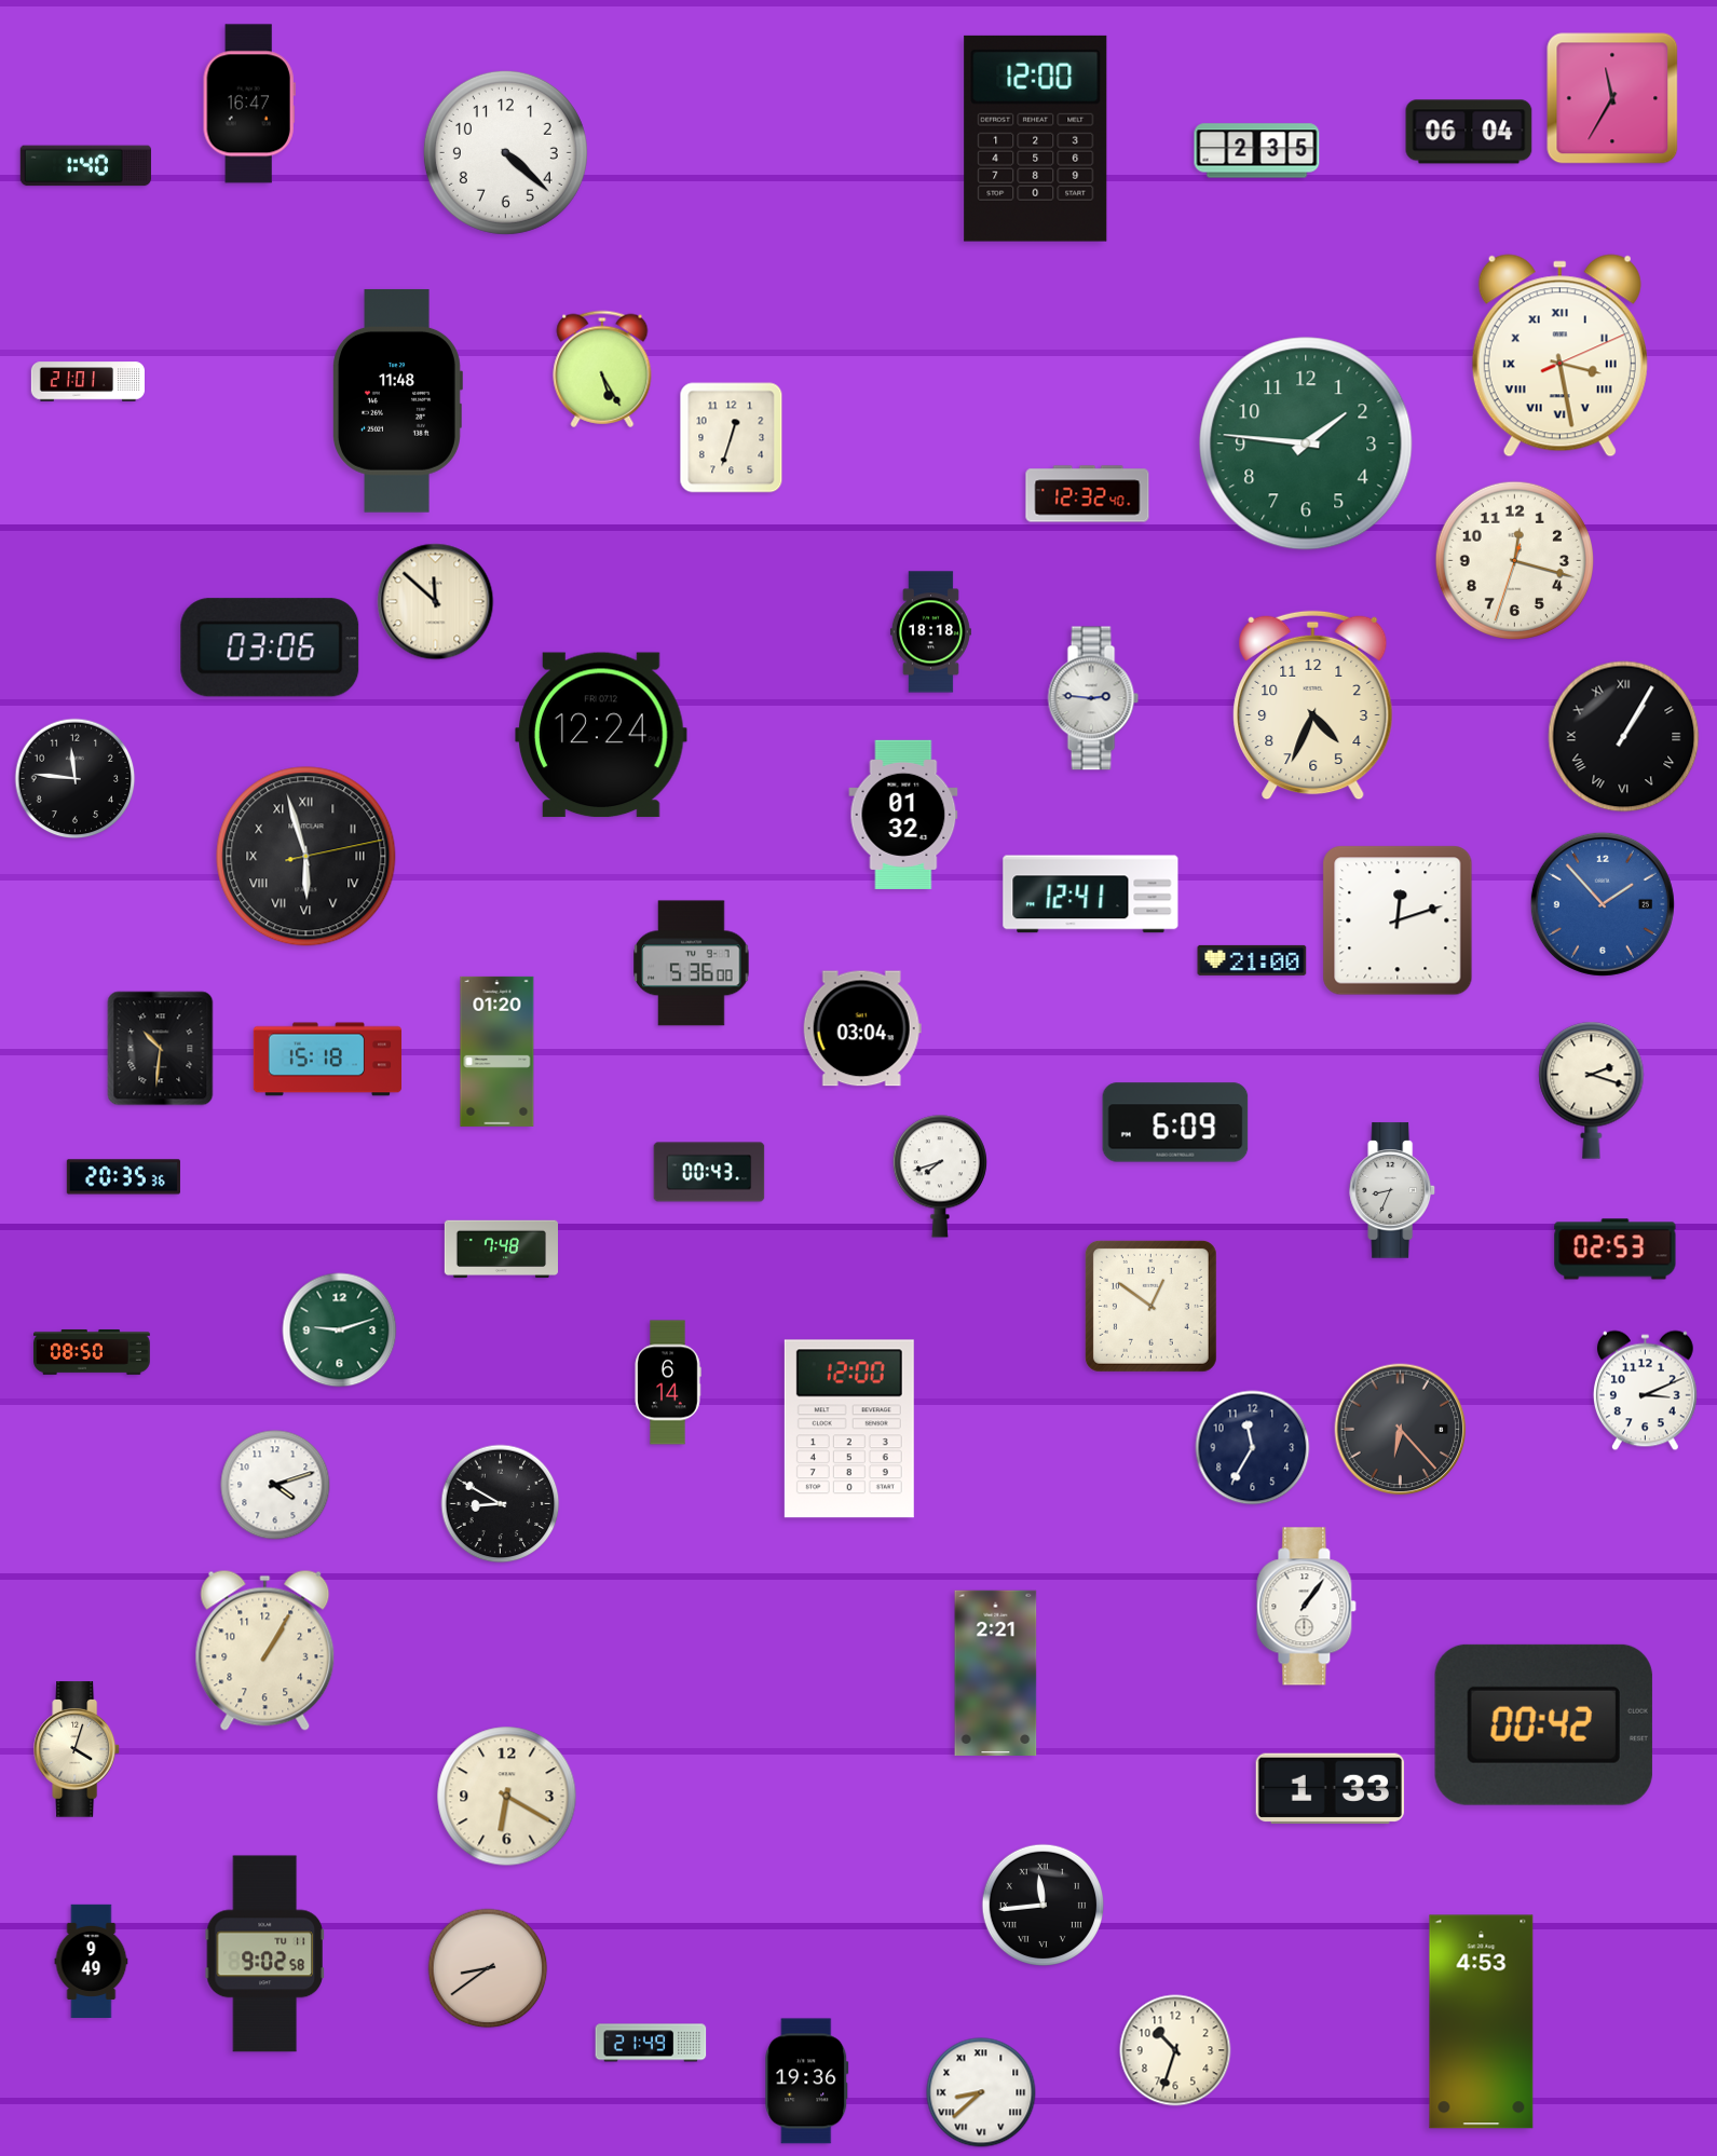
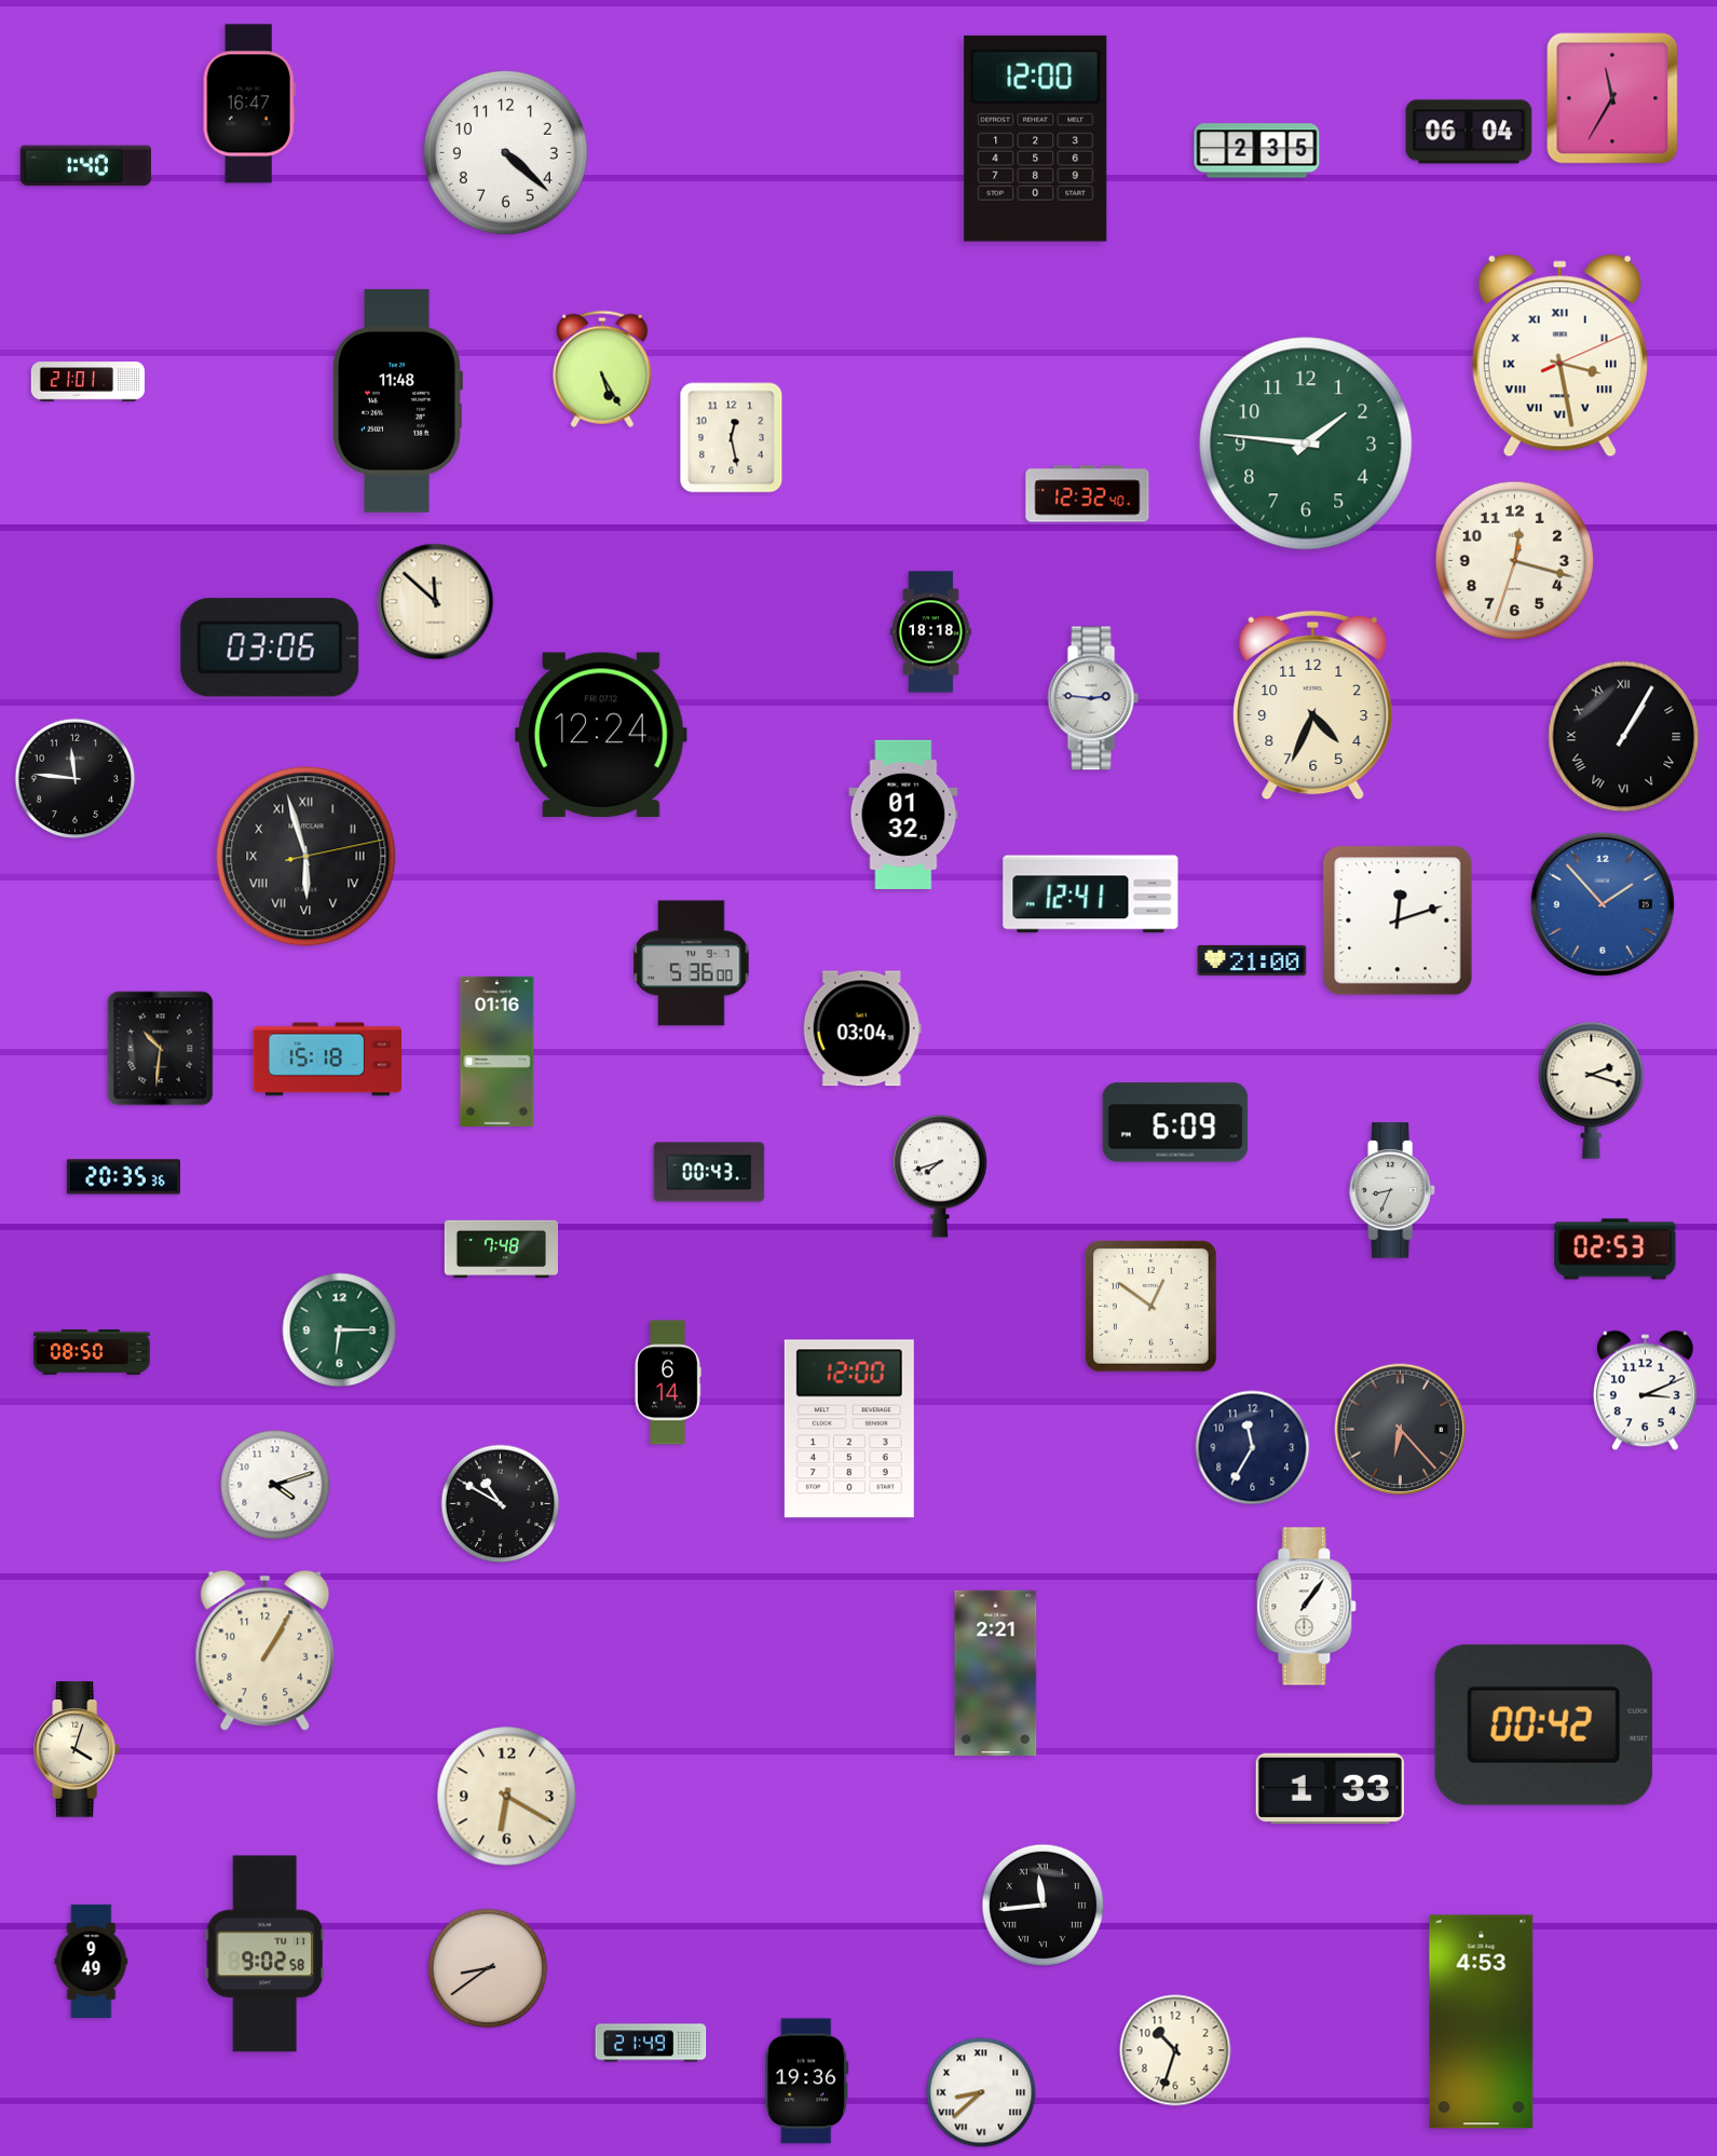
clock at (732, 438): 12:33 -> 12:28
clock at (498, 1051): 01:20 -> 01:16
clock at (340, 1331): 9:12 -> 6:15
clock at (501, 1504): 8:50 -> 10:50
